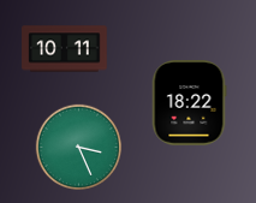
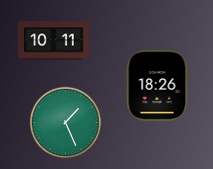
clock at (189, 103): 18:22 -> 18:26
clock at (78, 147): 3:26 -> 1:26
